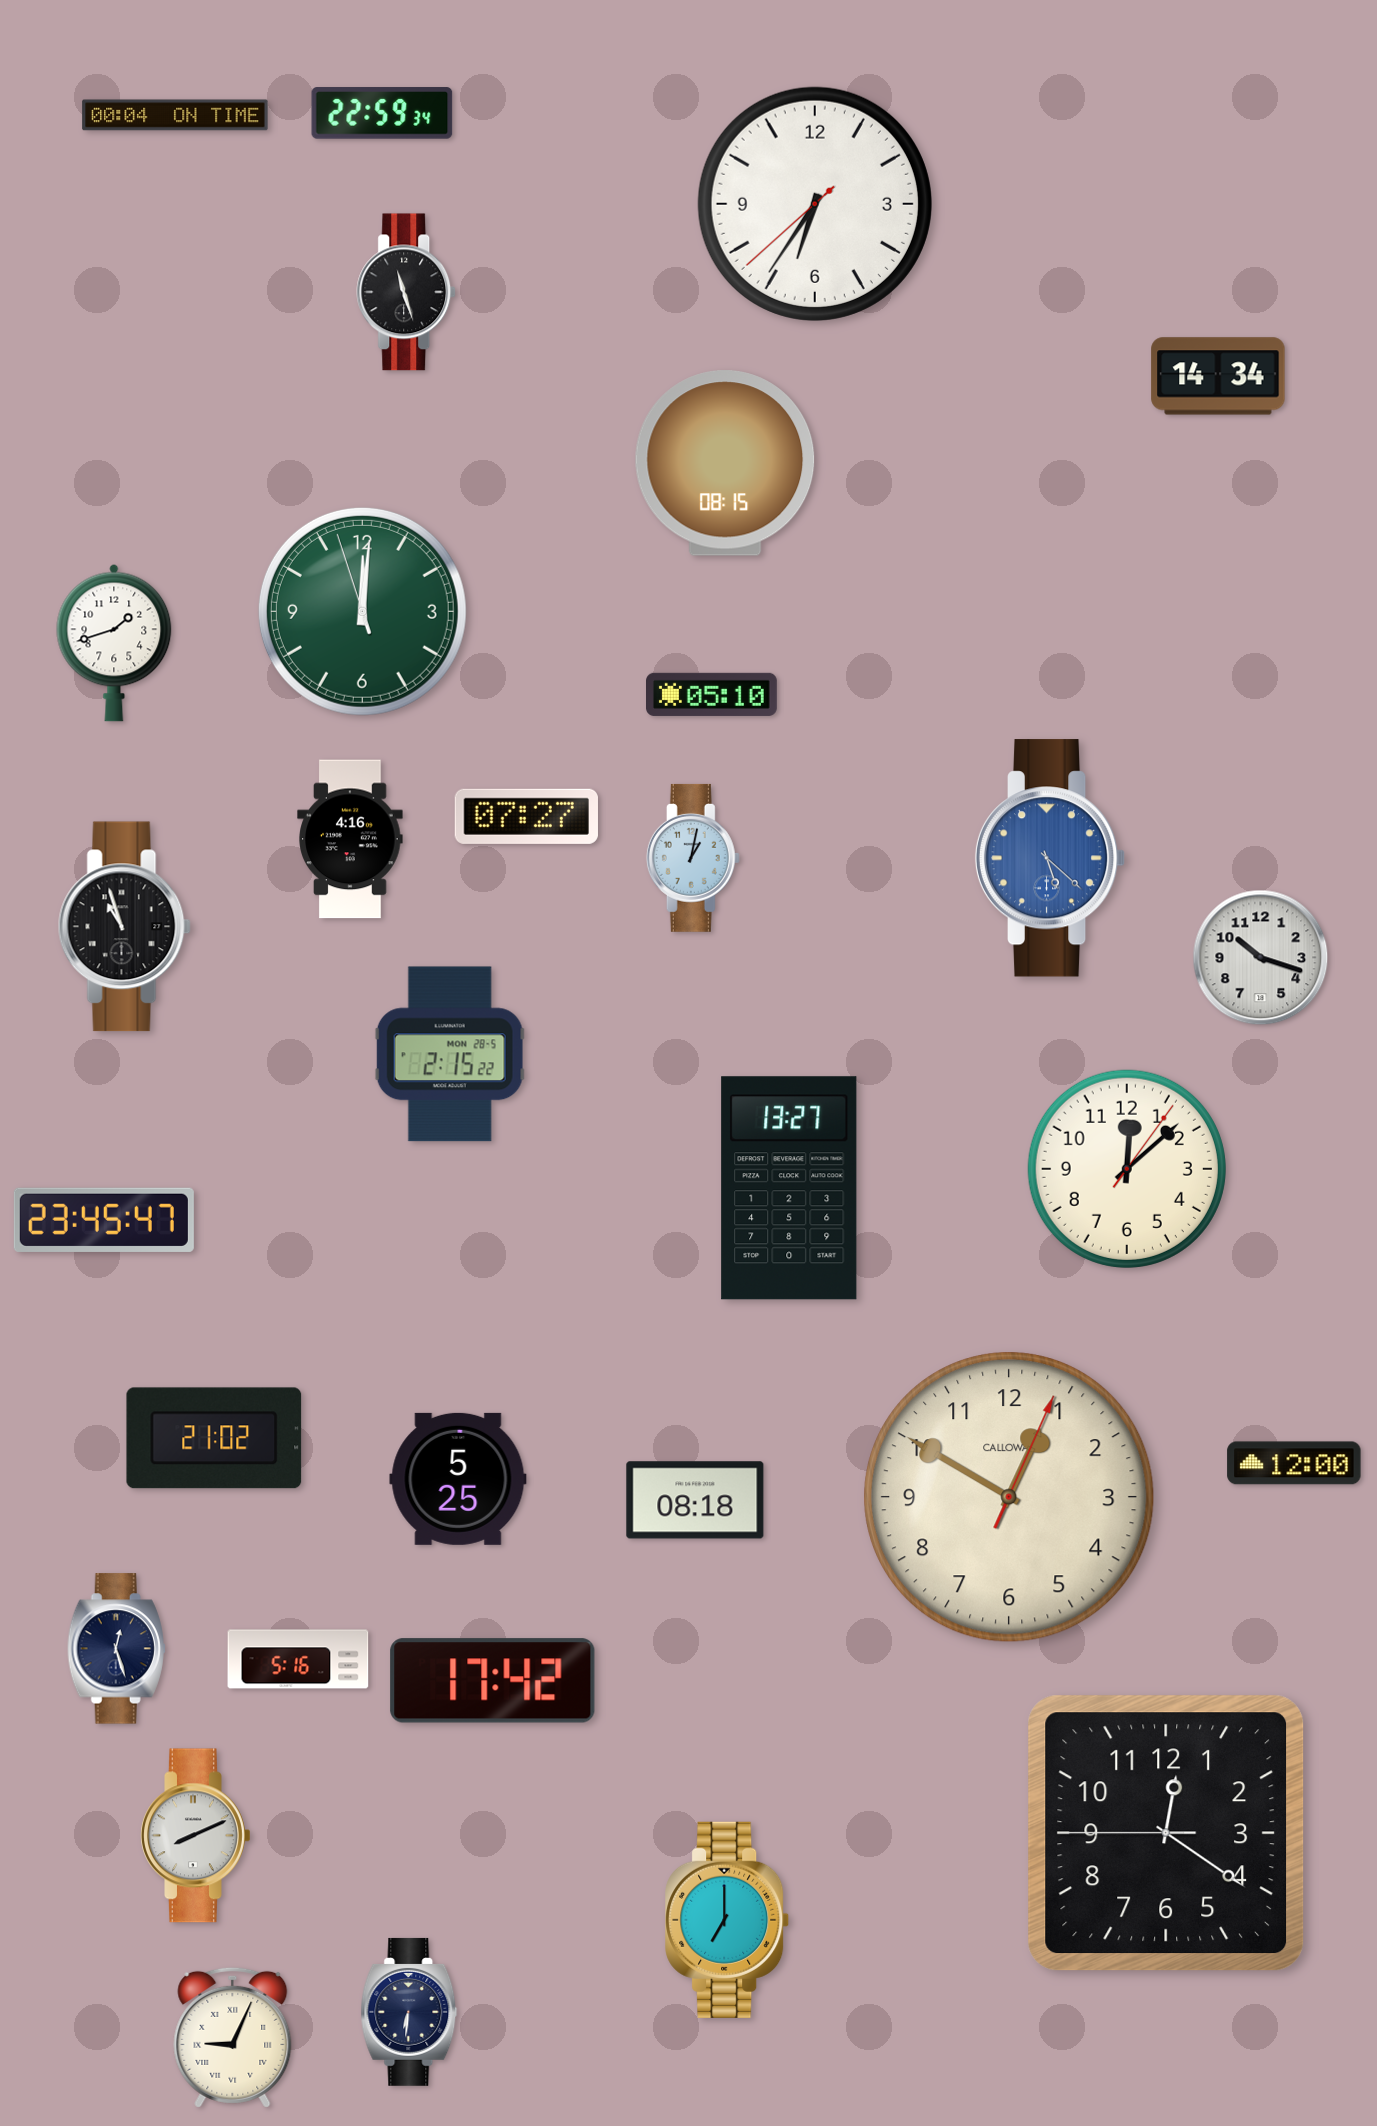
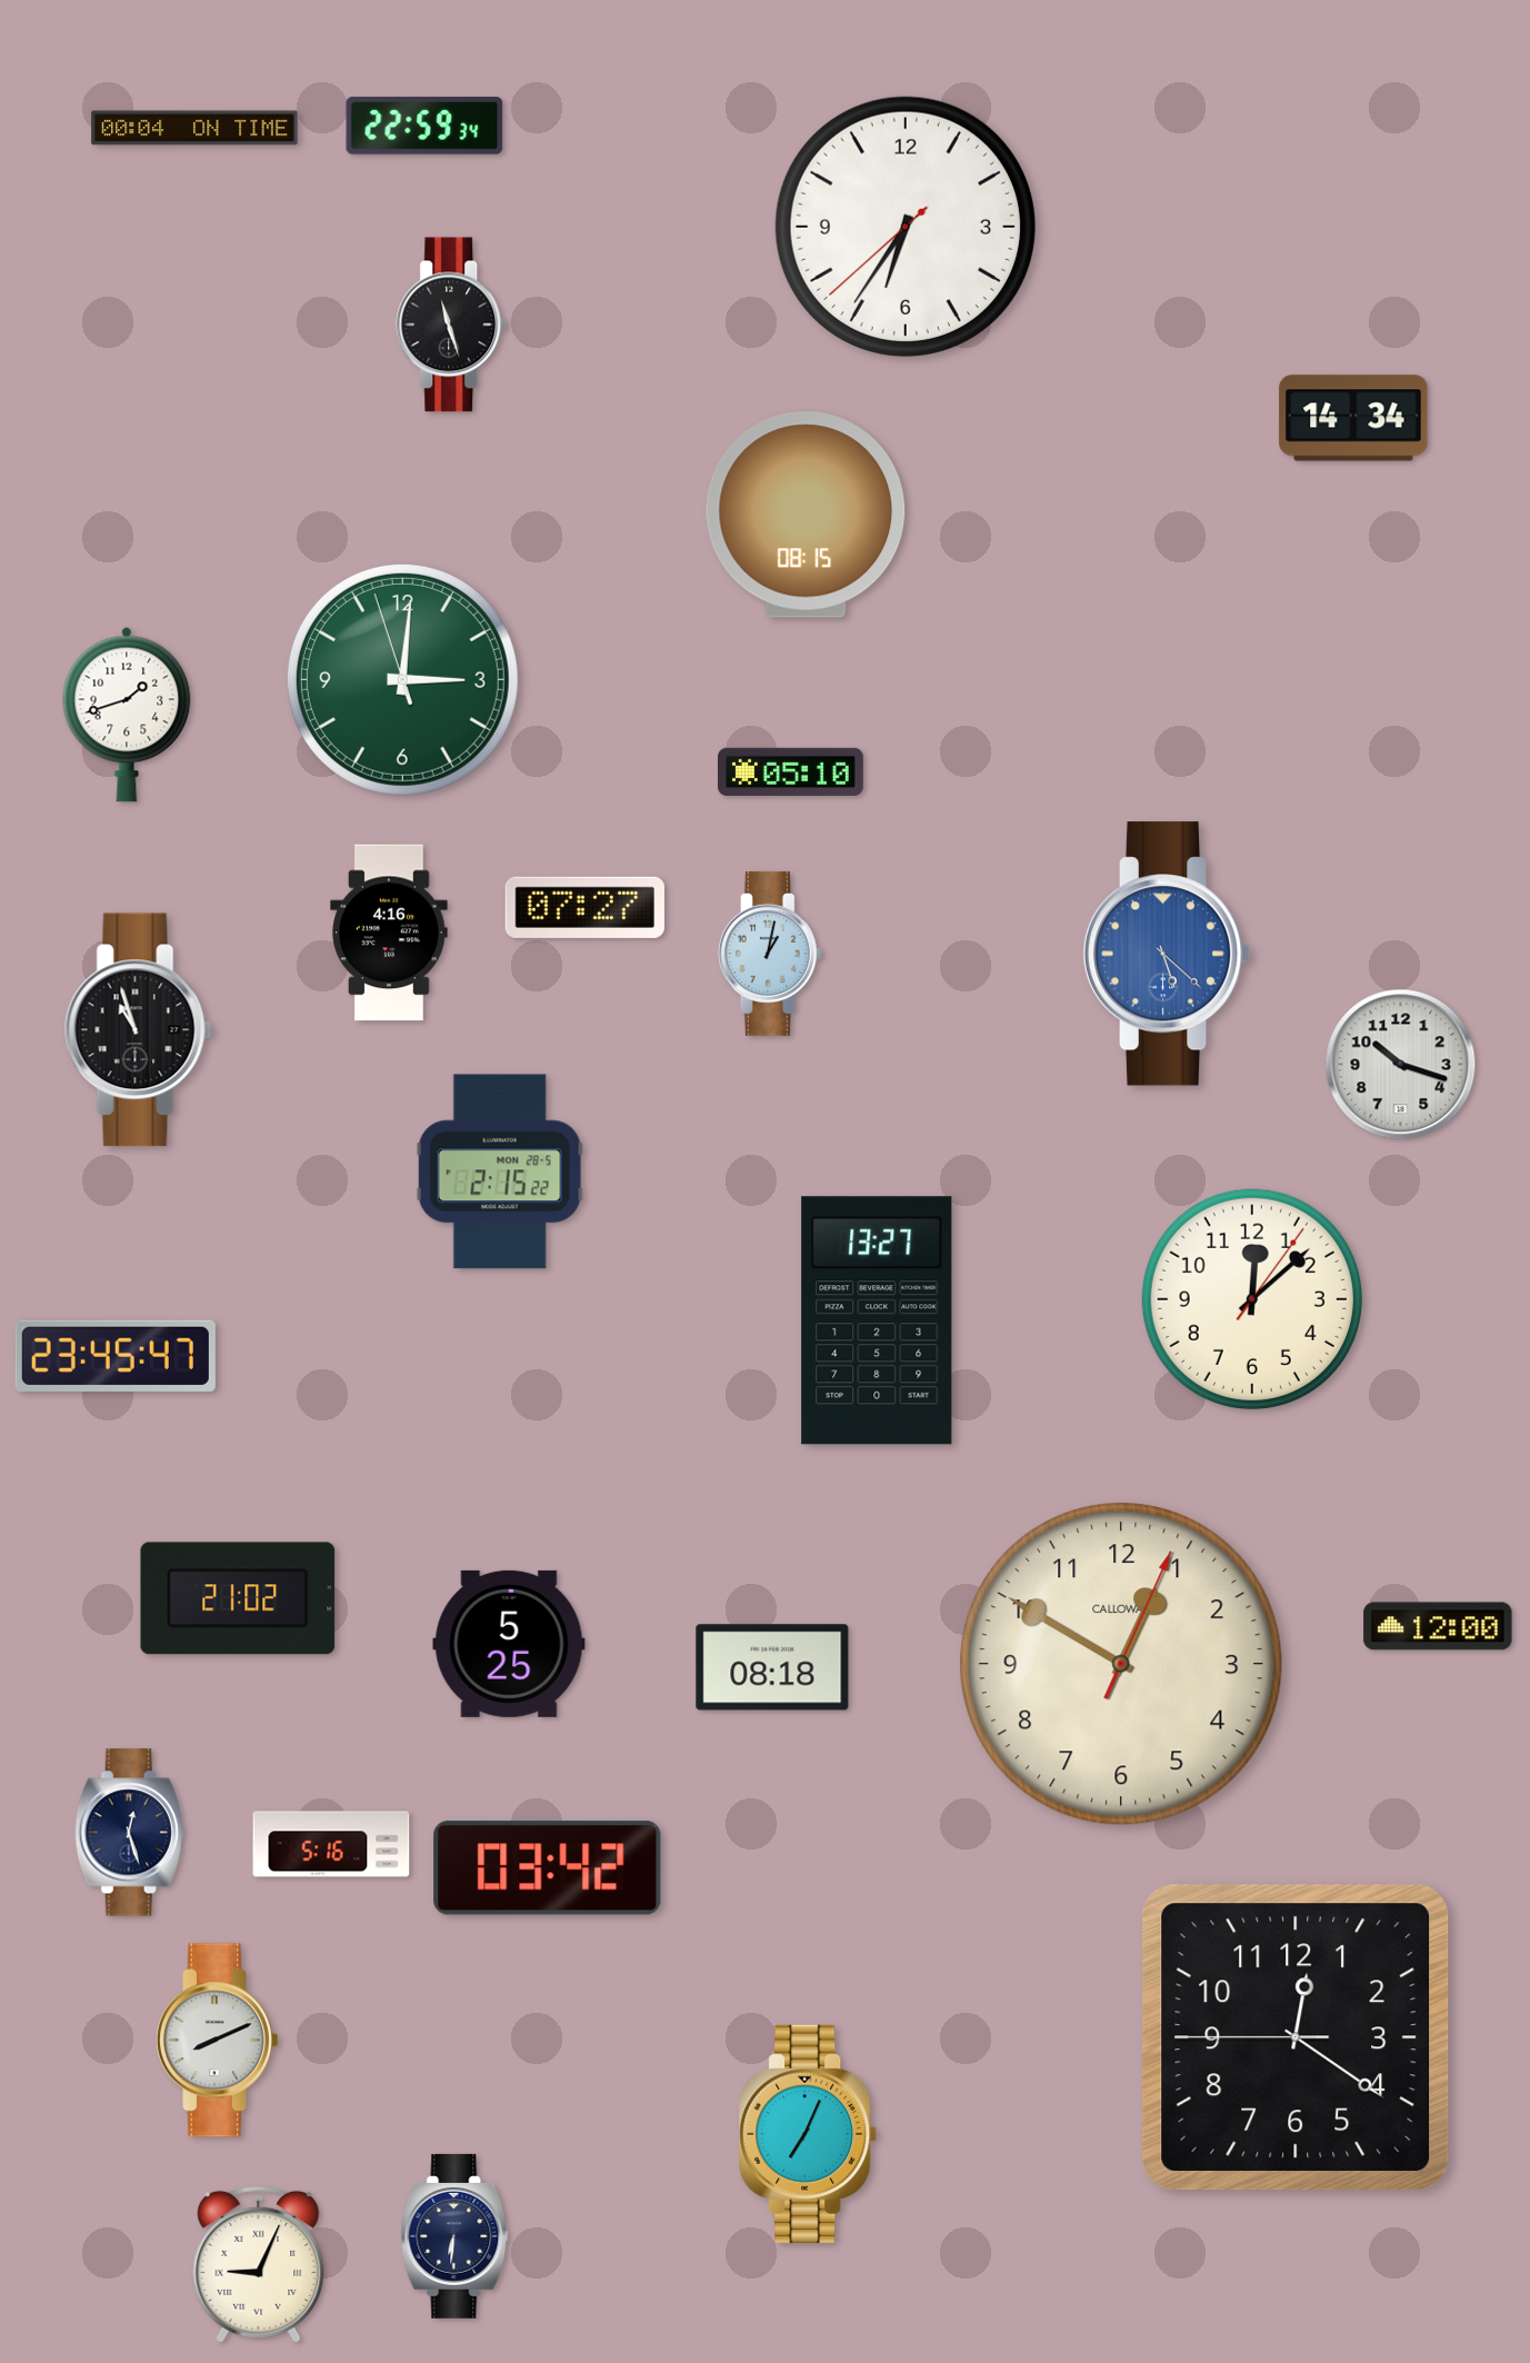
clock at (362, 611): 12:00 -> 3:00
clock at (493, 1681): 17:42 -> 03:42
clock at (728, 1920): 7:00 -> 7:04
